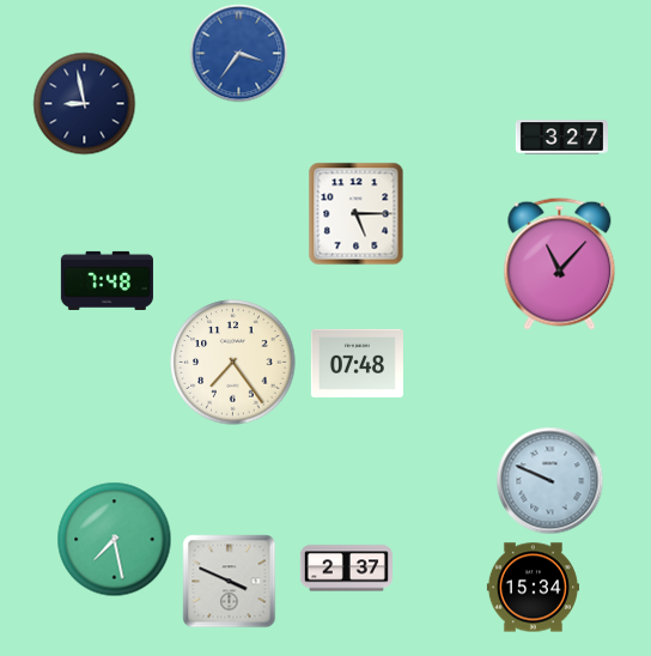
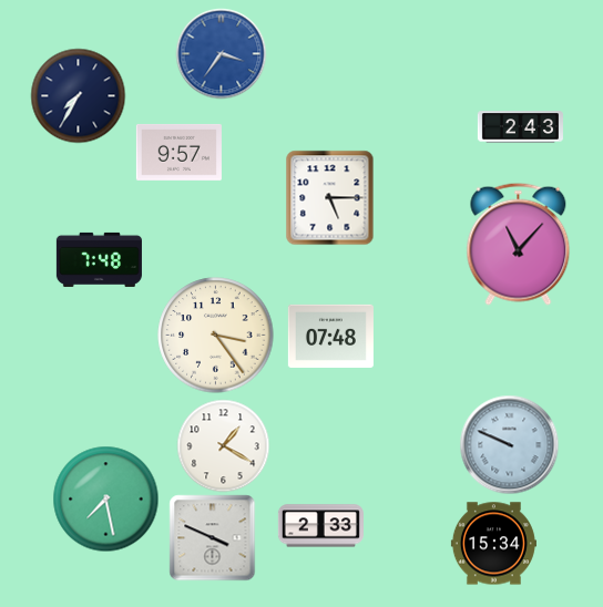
clock at (238, 53) position: (238, 53) -> (221, 53)
clock at (84, 103): 8:58 -> 7:35
clock at (561, 138): 3:27 -> 2:43
clock at (178, 152): none -> 9:57
clock at (233, 363): 7:24 -> 3:24
clock at (223, 445): none -> 1:20
clock at (346, 569): 2:37 -> 2:33
